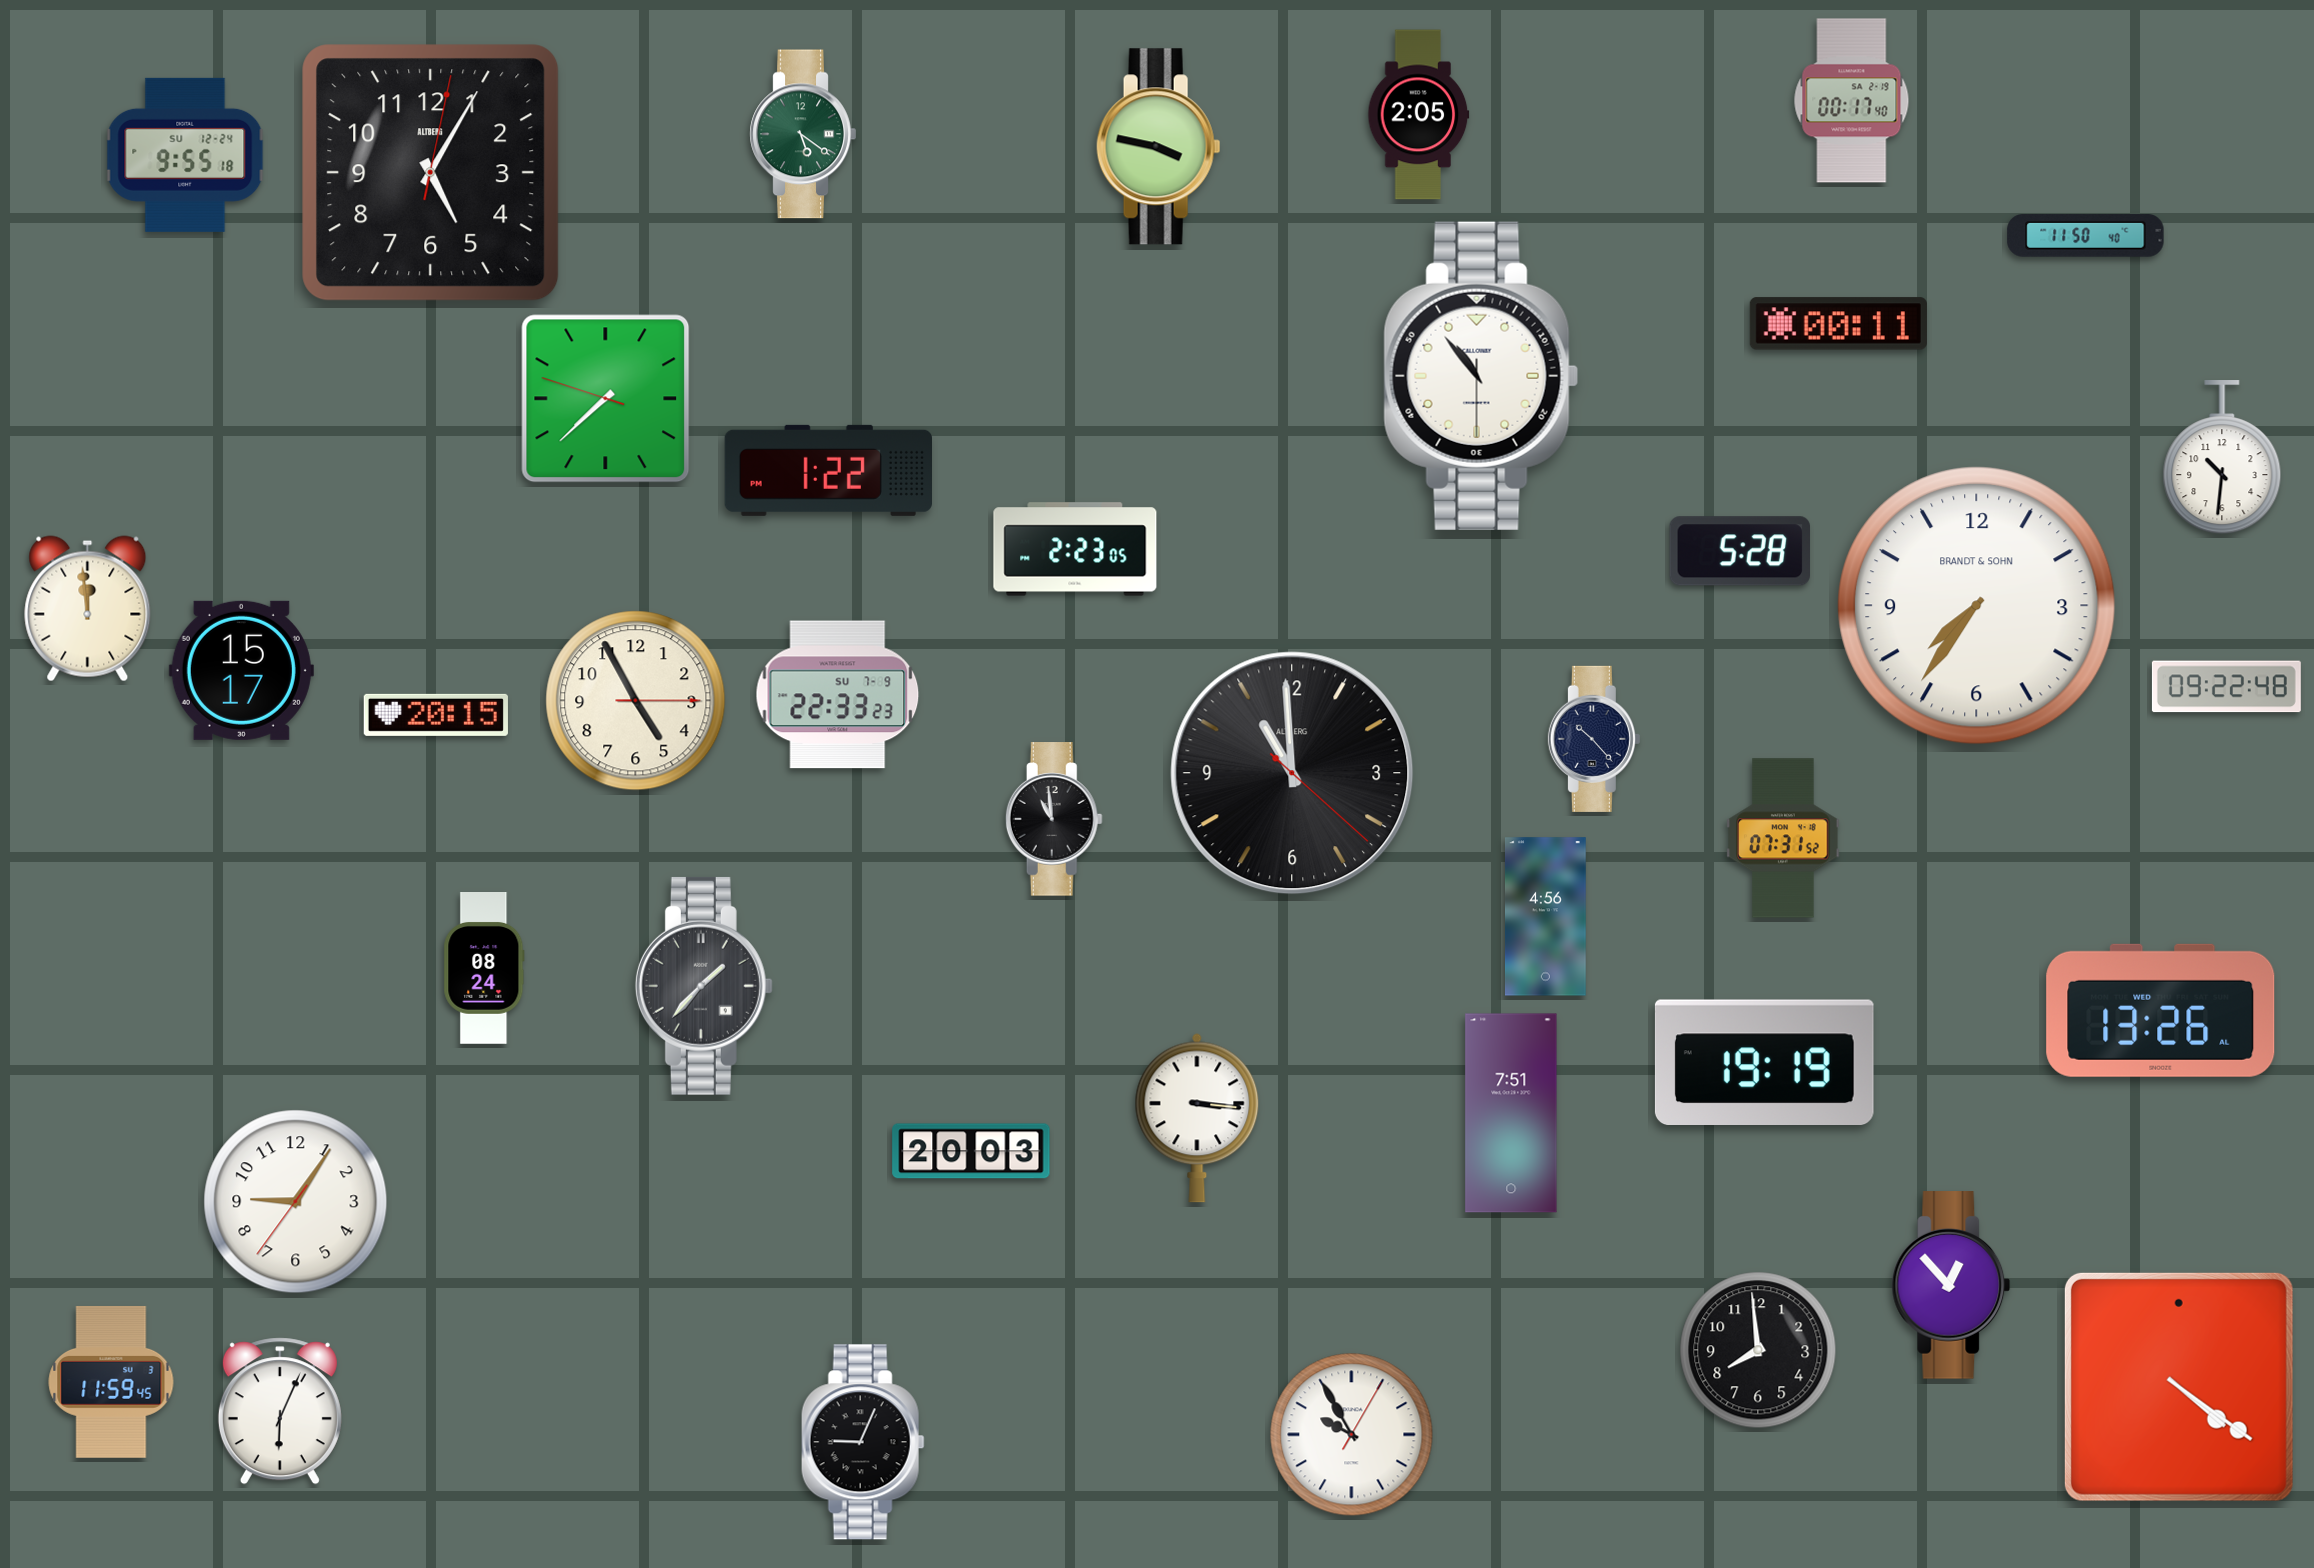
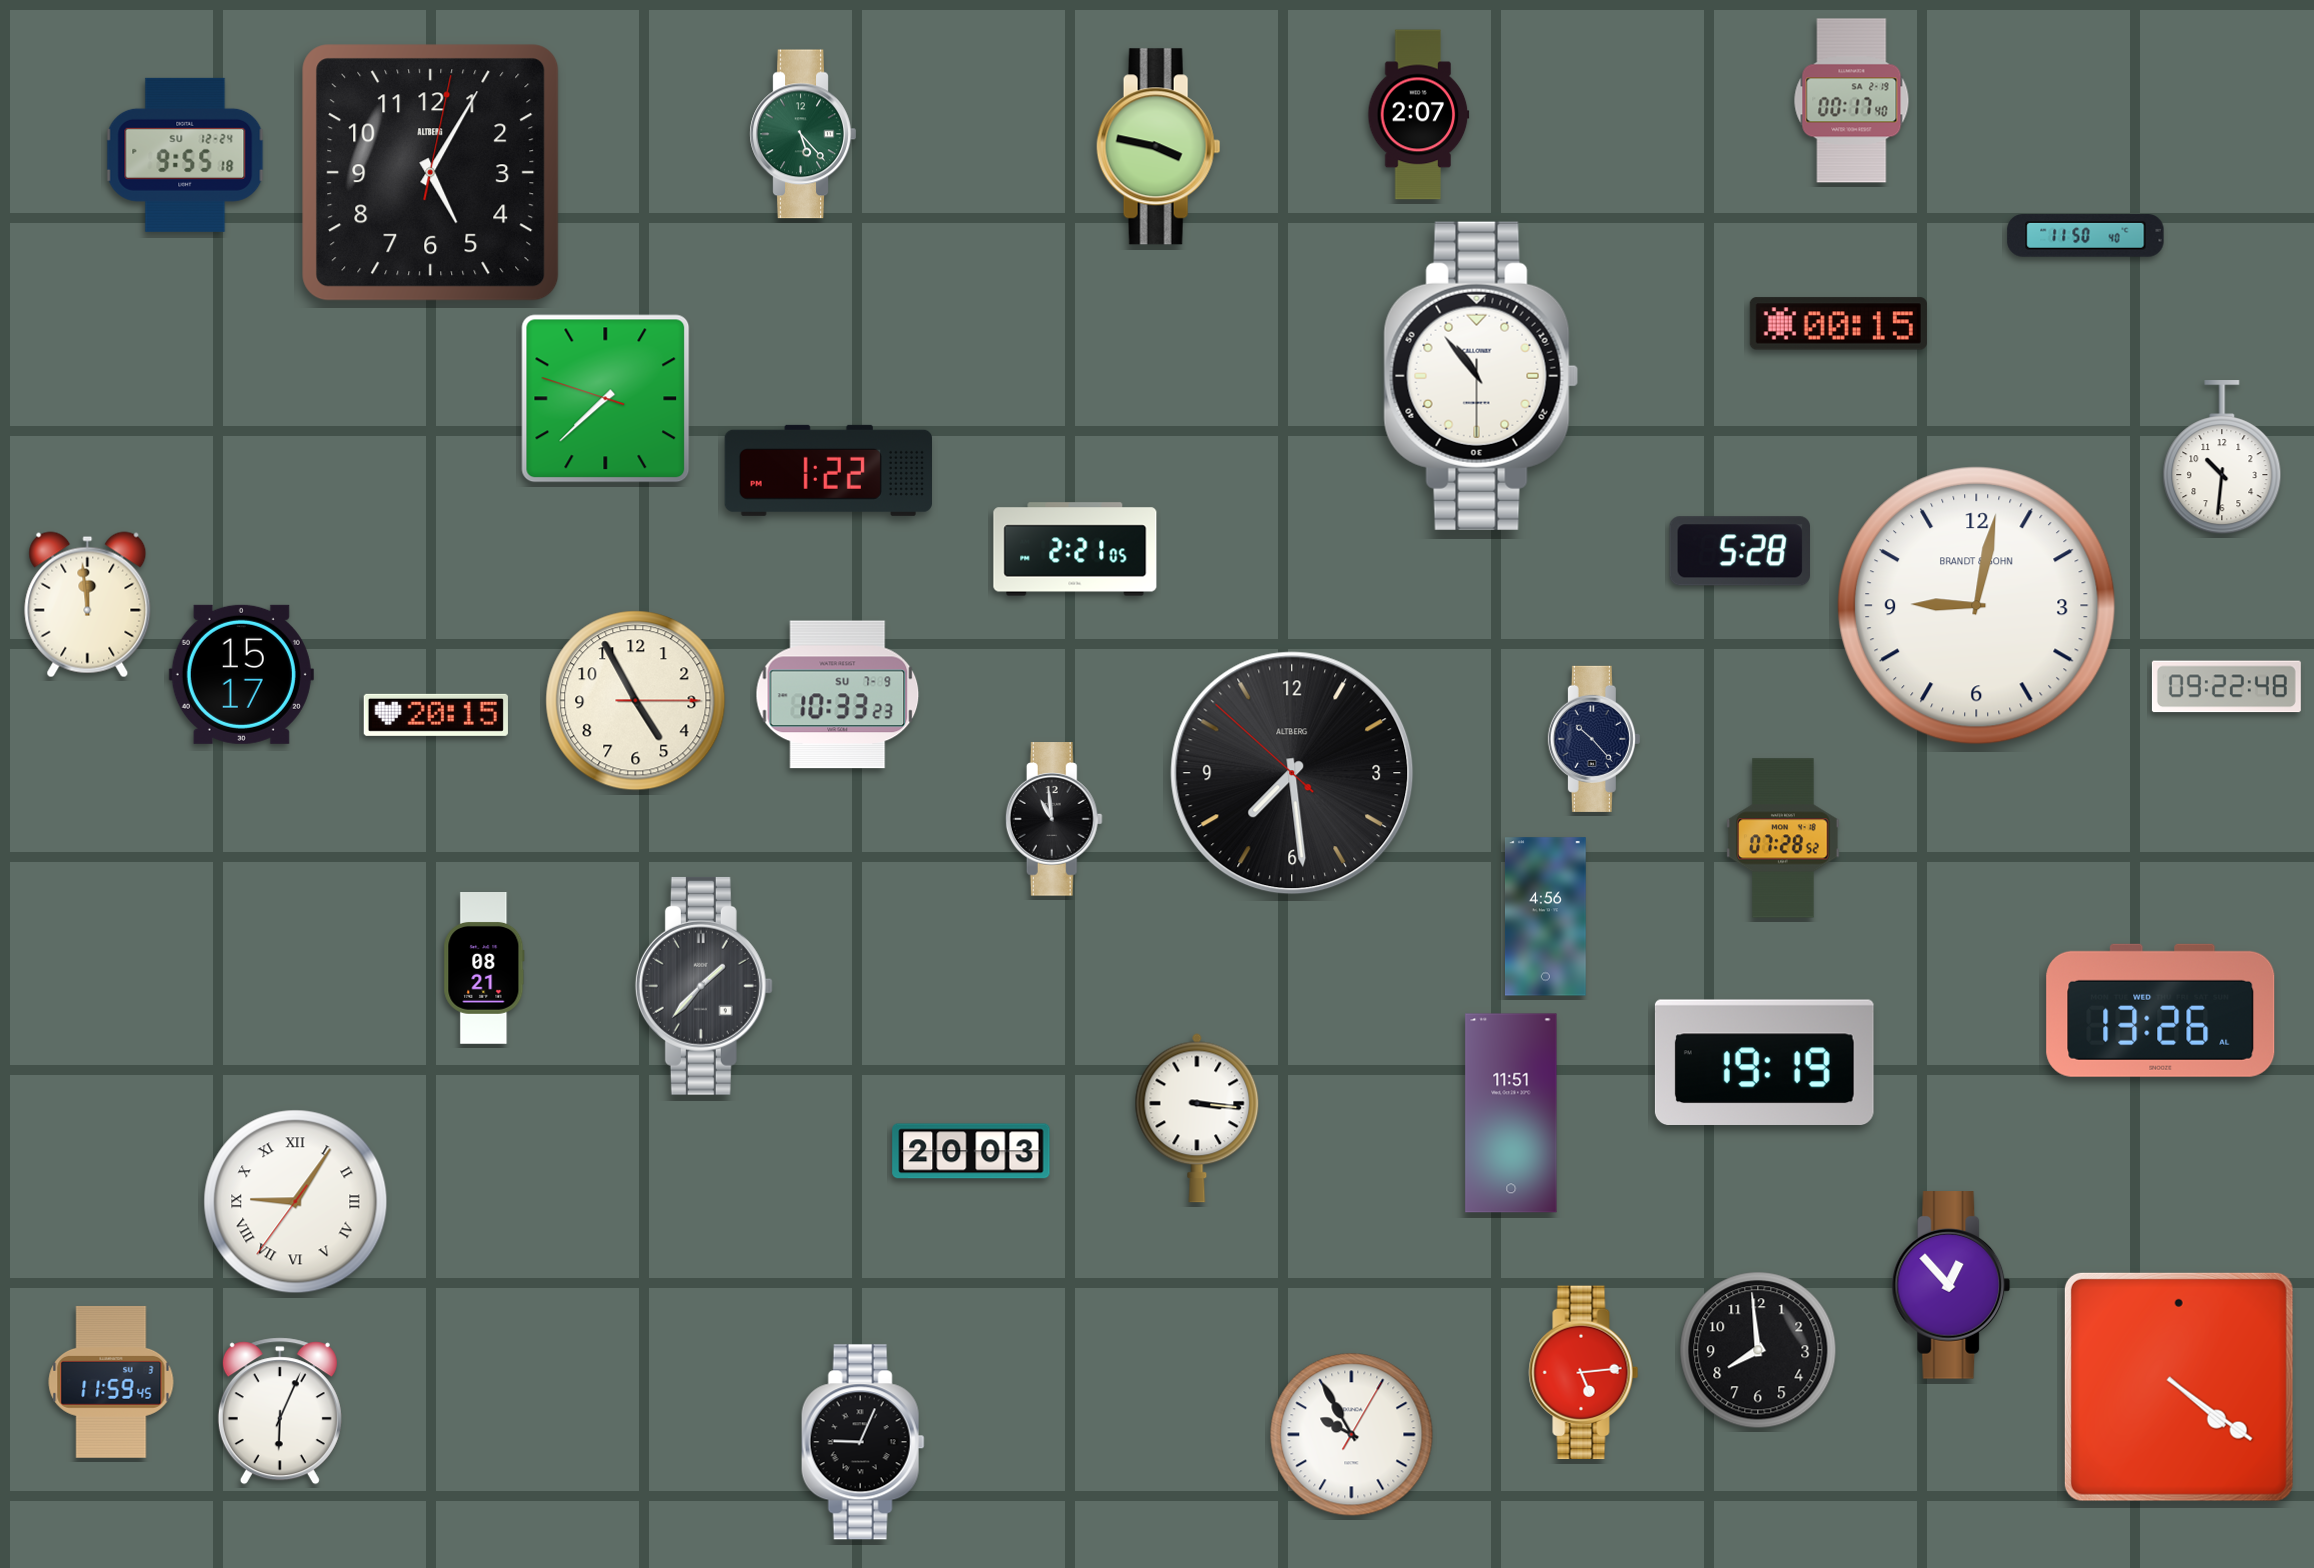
clock at (1419, 115): 2:05 -> 2:07
clock at (803, 134): 5:21 -> 5:23
clock at (1838, 324): 00:11 -> 00:15
clock at (1075, 549): 2:23 -> 2:21
clock at (1977, 606): 7:36 -> 9:02
clock at (88, 609) position: (88, 609) -> (88, 605)
clock at (241, 670) position: (241, 670) -> (241, 674)
clock at (838, 695): 22:33 -> 10:33
clock at (1292, 773): 10:59 -> 7:28
clock at (1783, 838): 07:31 -> 07:28
clock at (484, 968): 08:24 -> 08:21
clock at (1511, 1113): 7:51 -> 11:51
clock at (296, 1202) numerals: Arabic -> Roman
clock at (1584, 1373): none -> 5:14
